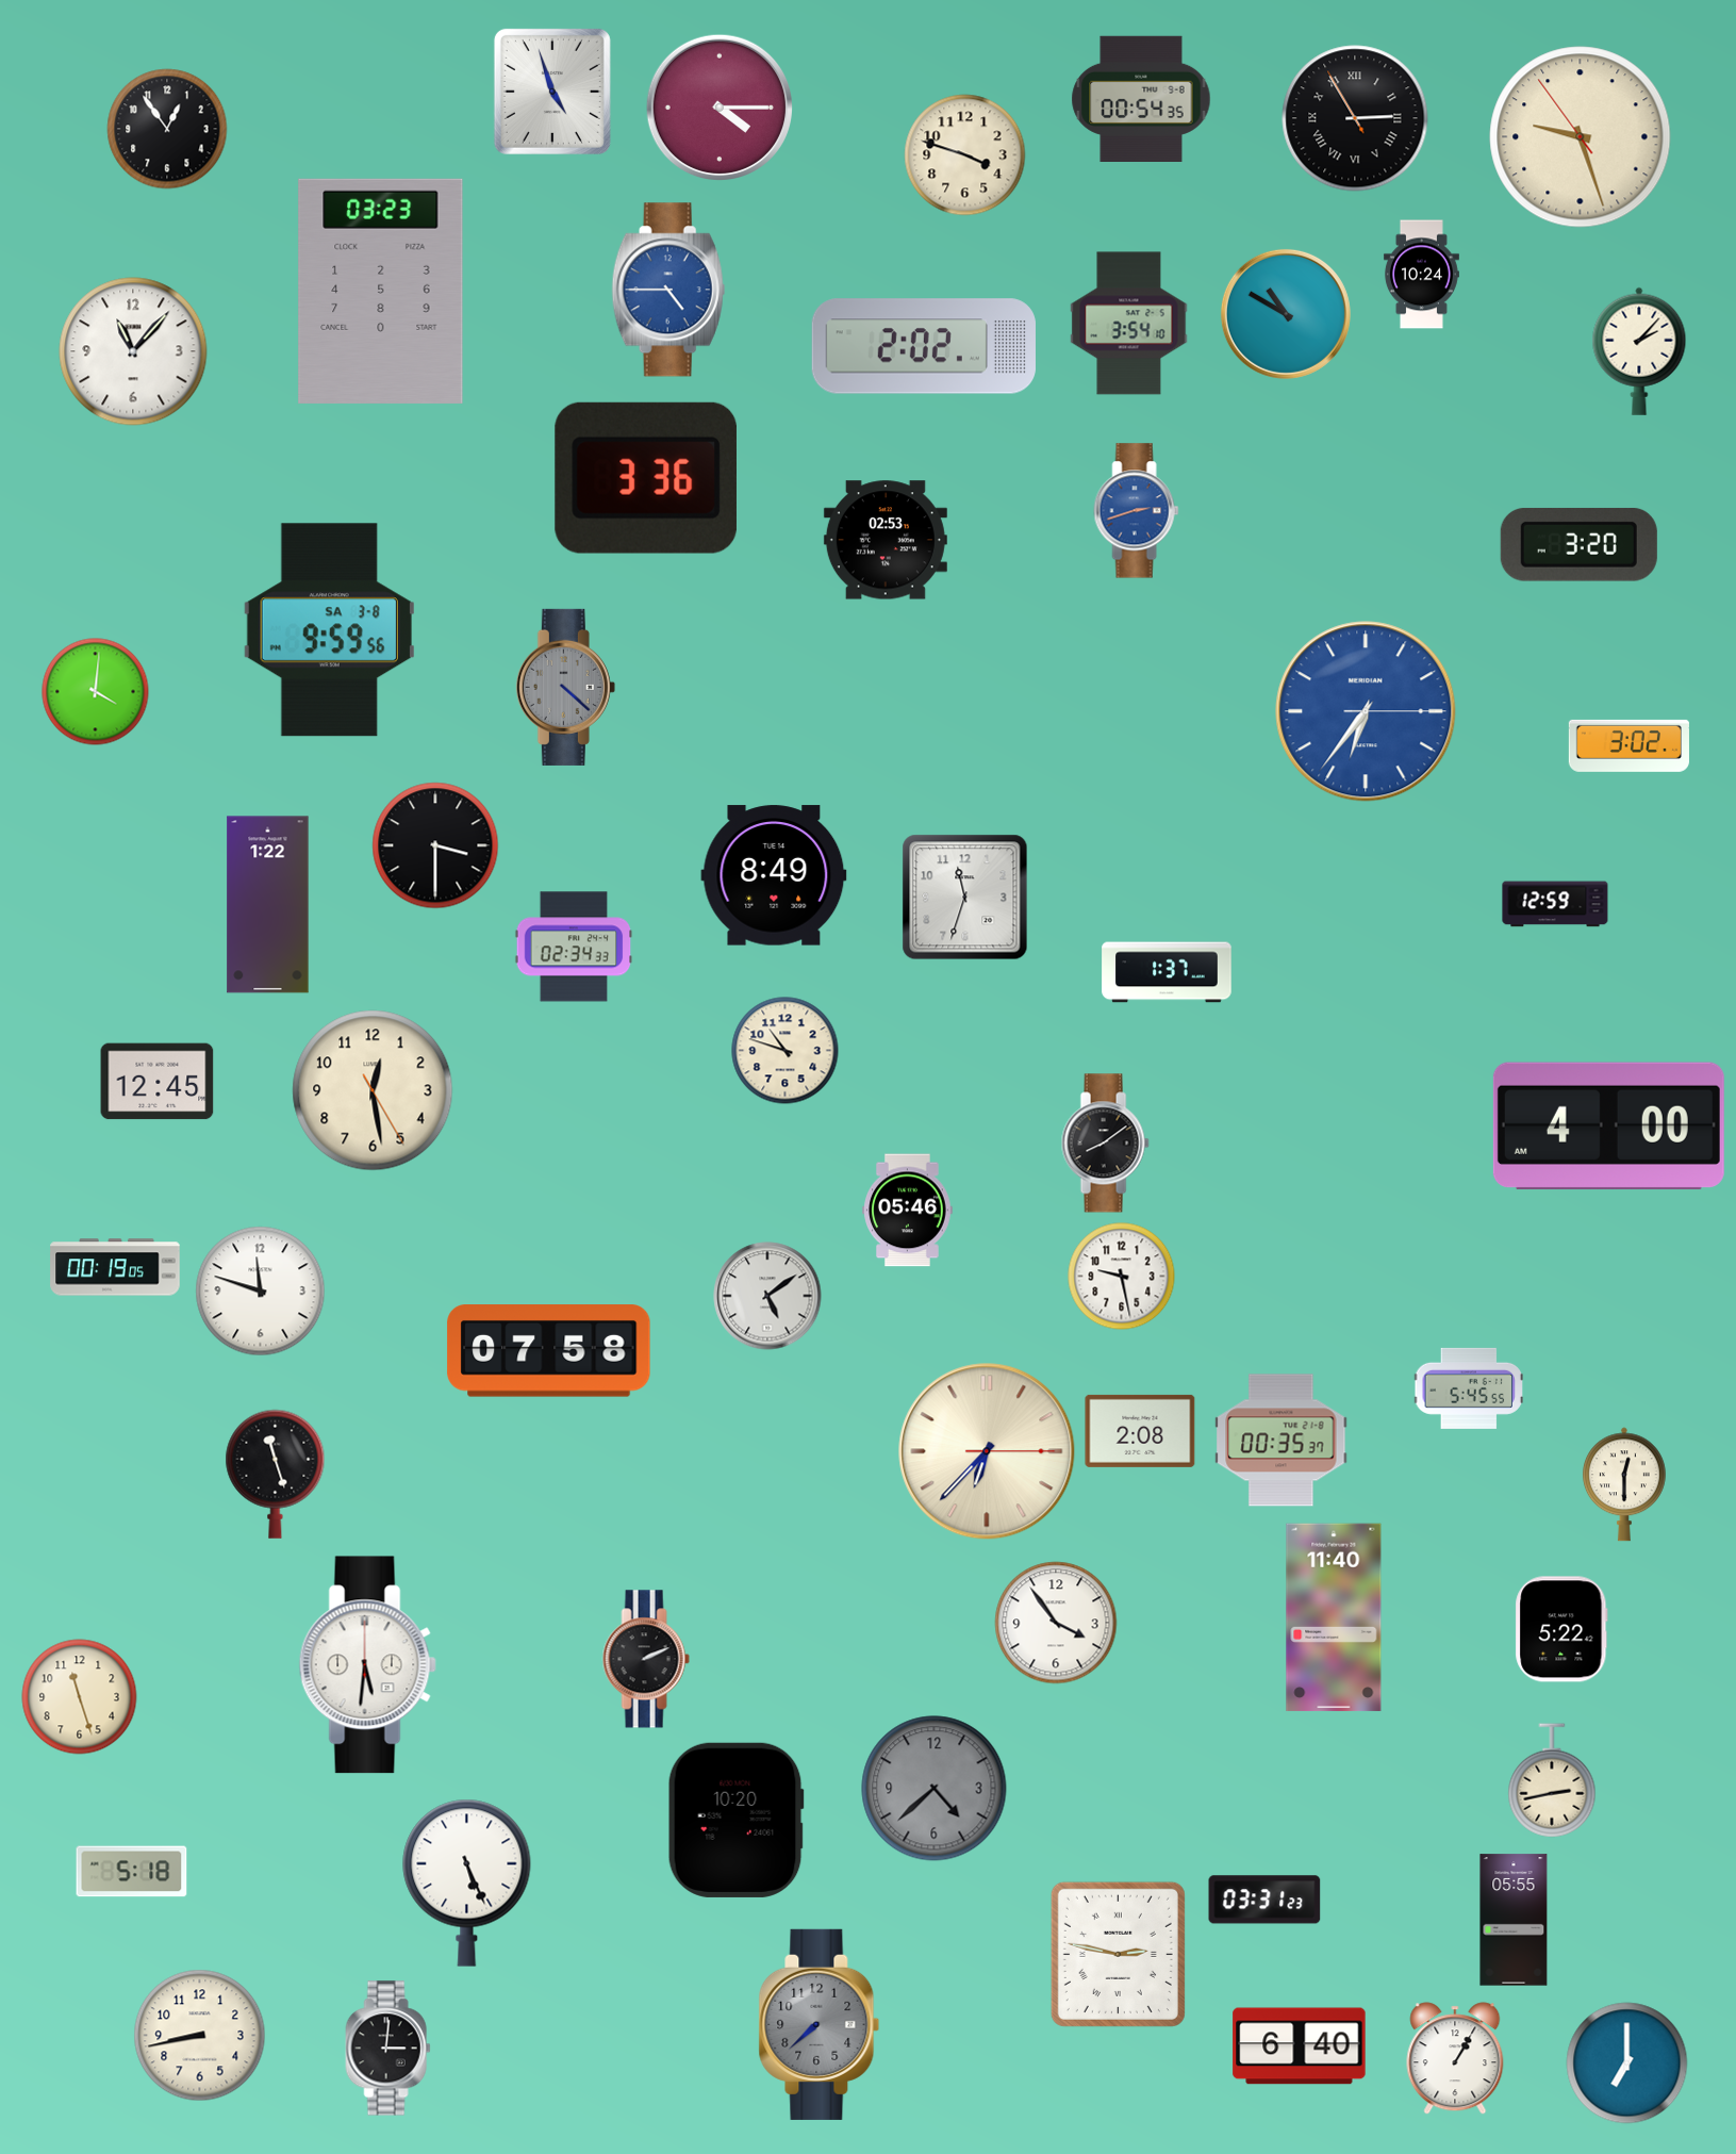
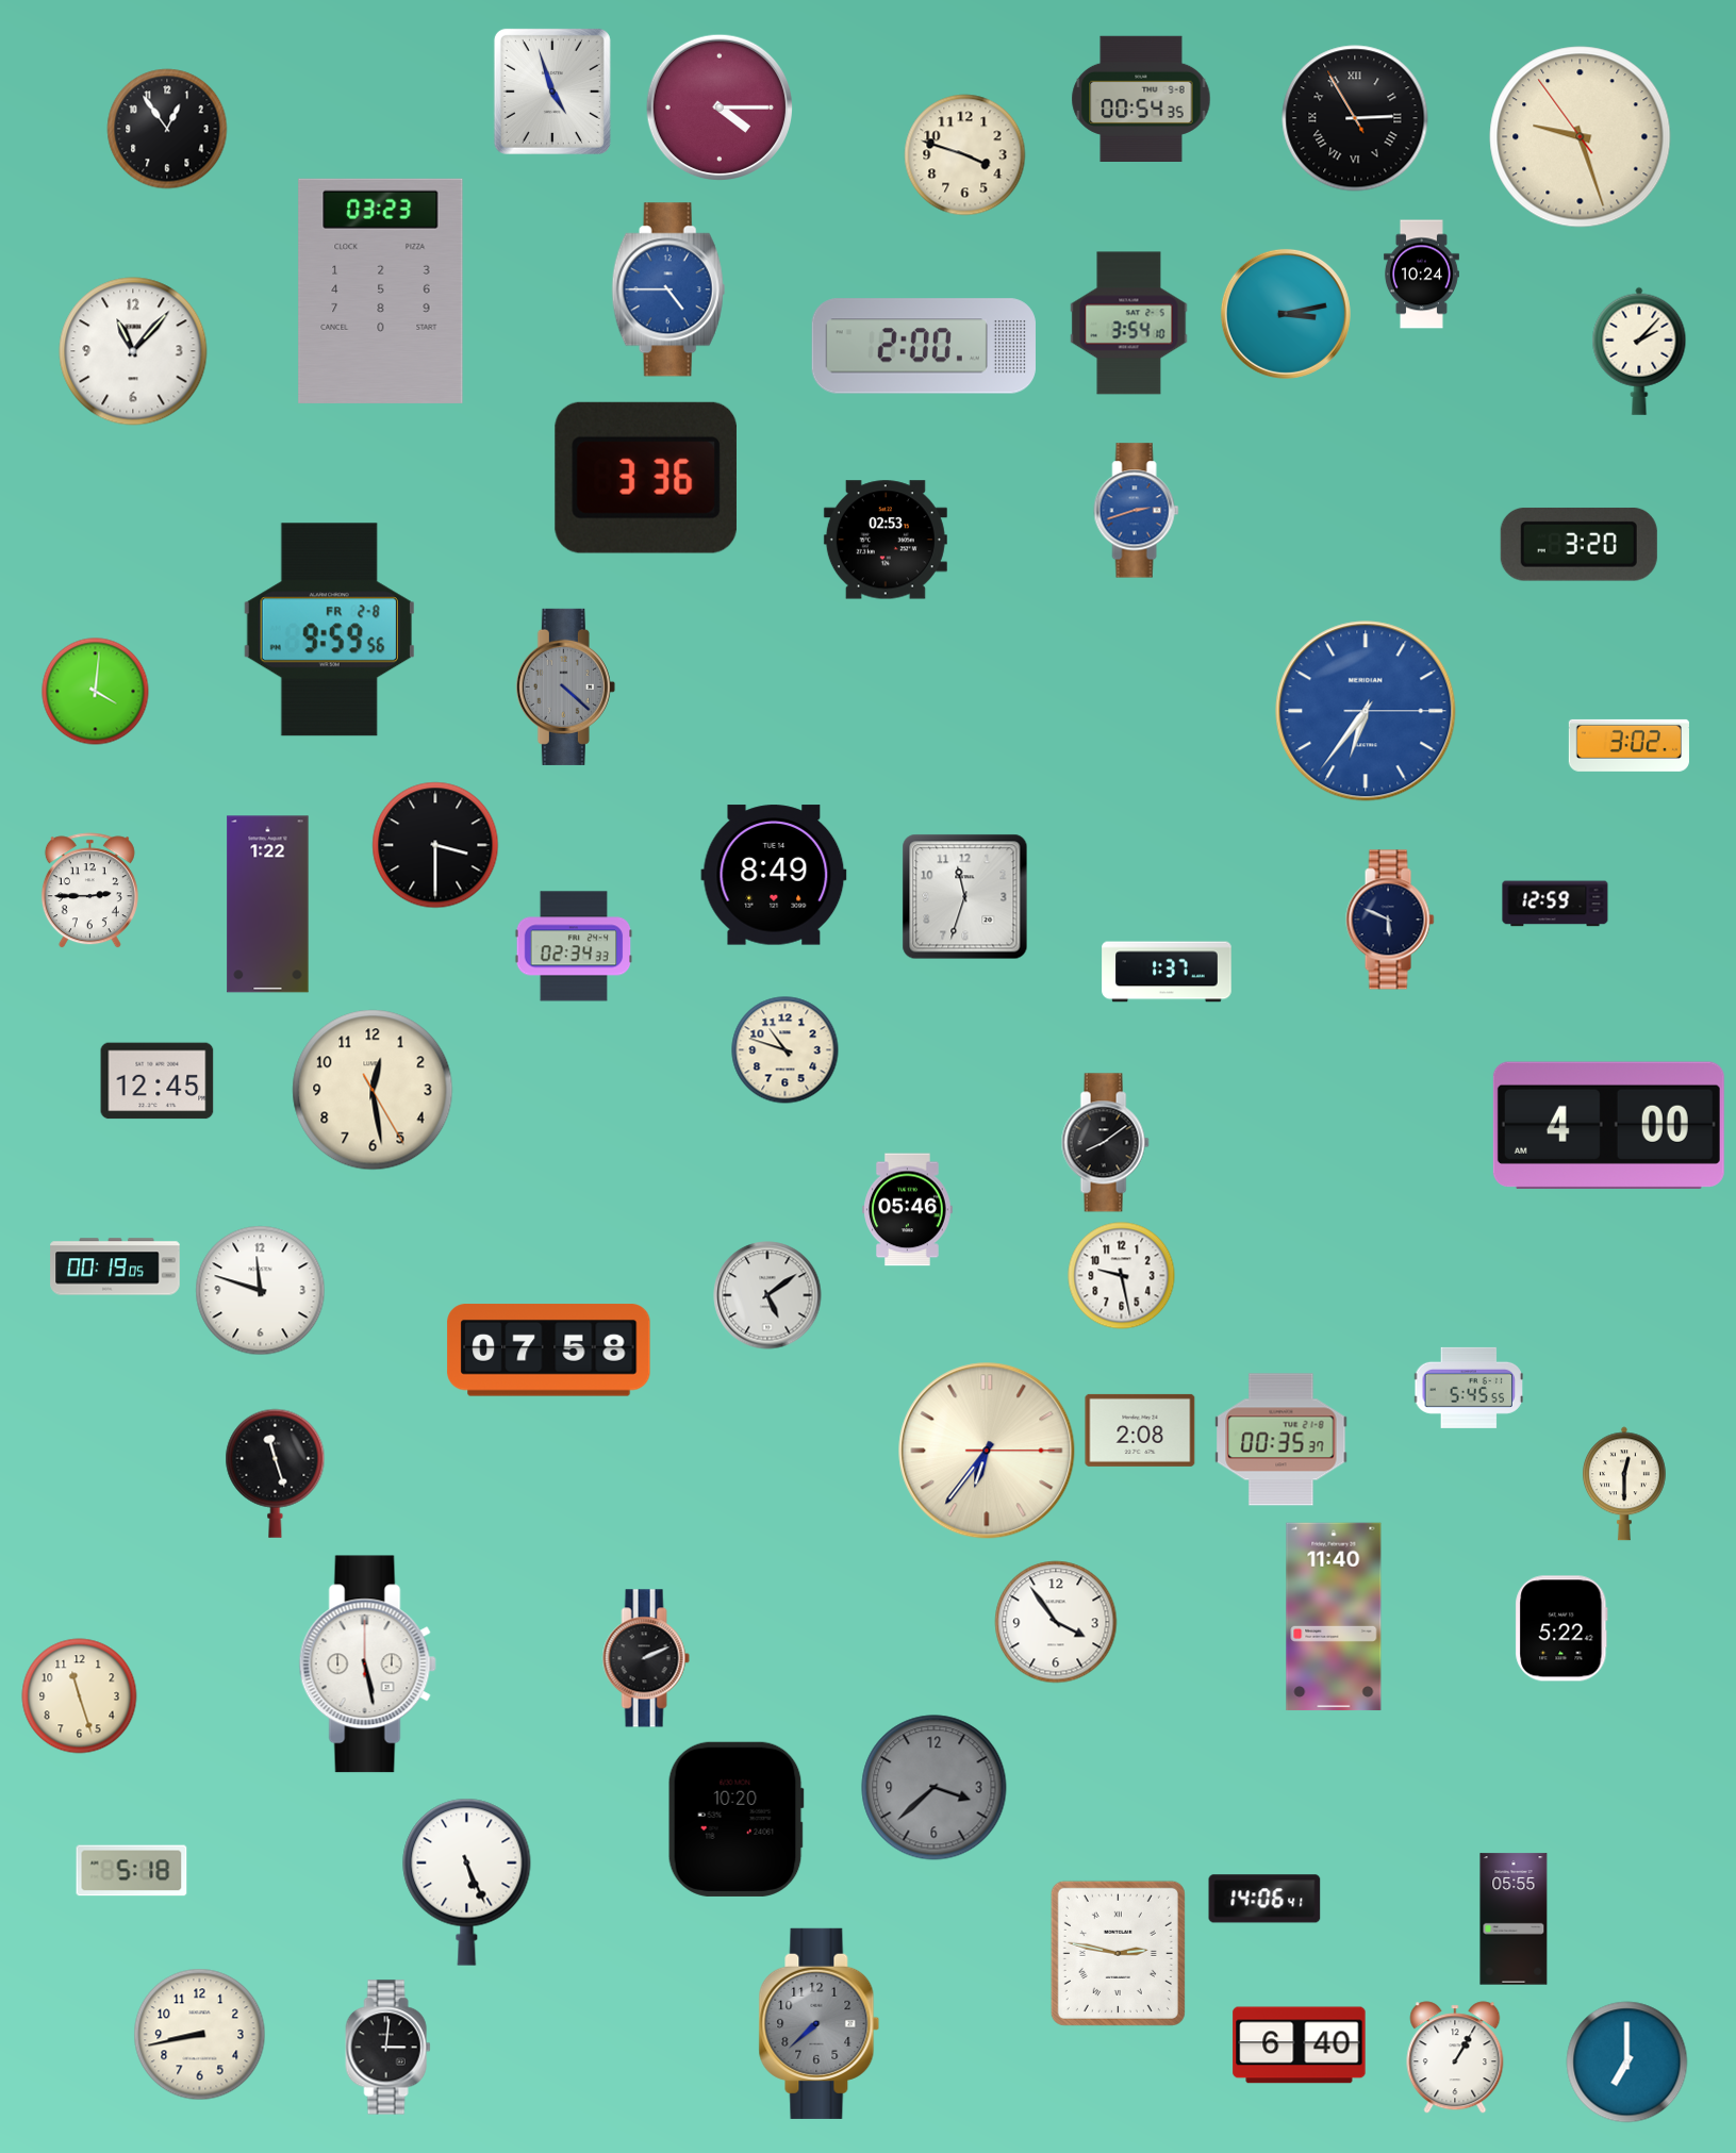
clock at (1286, 314): 10:50 -> 3:13
clock at (923, 346): 2:02 -> 2:00
clock at (329, 630) date: SA 3-8 -> FR 2-8
clock at (89, 891): none -> 2:45
clock at (1390, 920): none -> 5:49
clock at (987, 1451): 6:37 -> 6:36
clock at (367, 1665): 5:31 -> 5:28
clock at (1552, 1780): 2:43 -> none
clock at (935, 1789): 4:38 -> 3:38
clock at (1264, 1900): 03:31 -> 14:06
